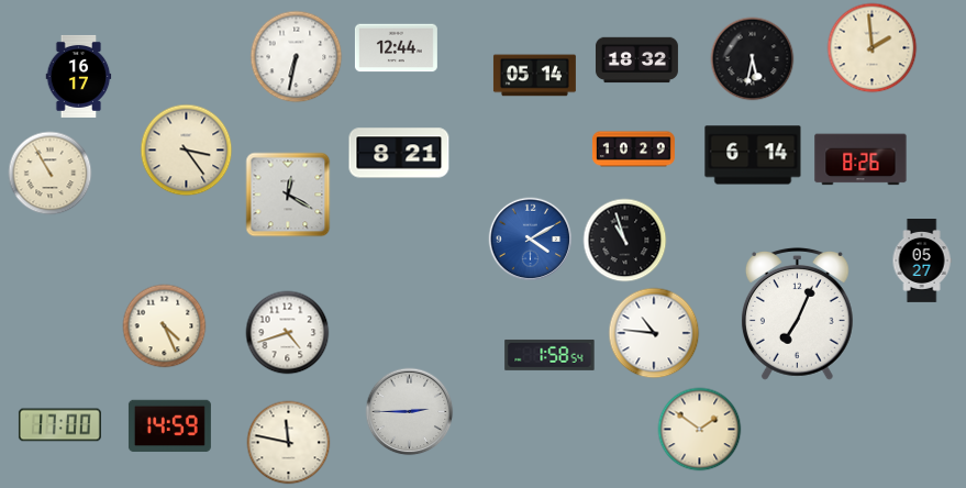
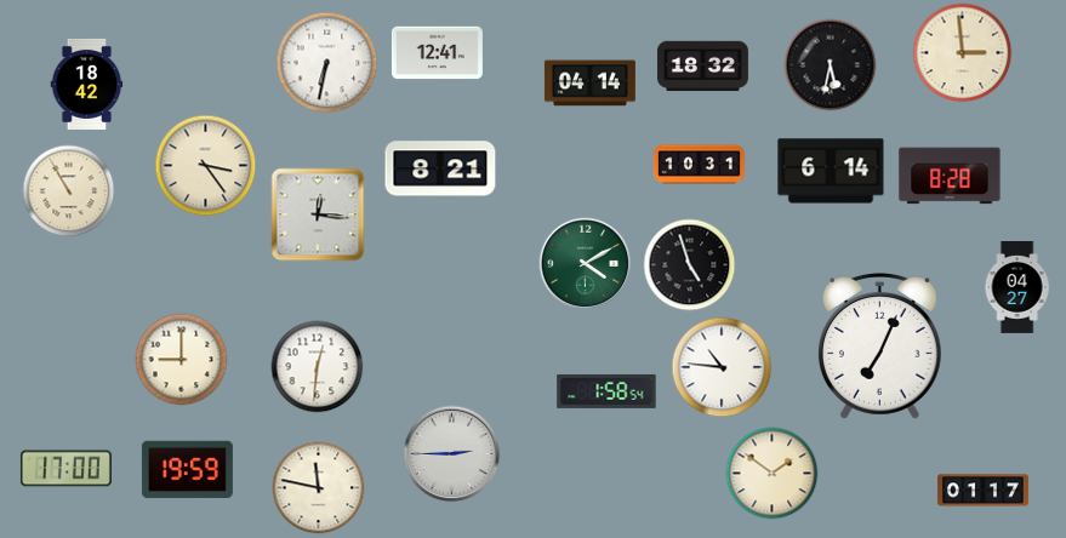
clock at (396, 48): 12:44 -> 12:41
clock at (873, 48): 1:59 -> 2:59
clock at (79, 76): 16:17 -> 18:42
clock at (534, 76): 05:14 -> 04:14
clock at (633, 149): 10:29 -> 10:31
clock at (860, 159): 8:26 -> 8:28
clock at (51, 174) position: (51, 174) -> (69, 191)
clock at (288, 195): 12:20 -> 12:16
clock at (531, 240) dial: blue -> green
clock at (625, 241): 10:57 -> 4:57
clock at (922, 262): 05:27 -> 04:27
clock at (165, 326): 4:26 -> 9:00
clock at (288, 333): 4:42 -> 12:31
clock at (169, 426): 14:59 -> 19:59
clock at (982, 491): none -> 01:17
